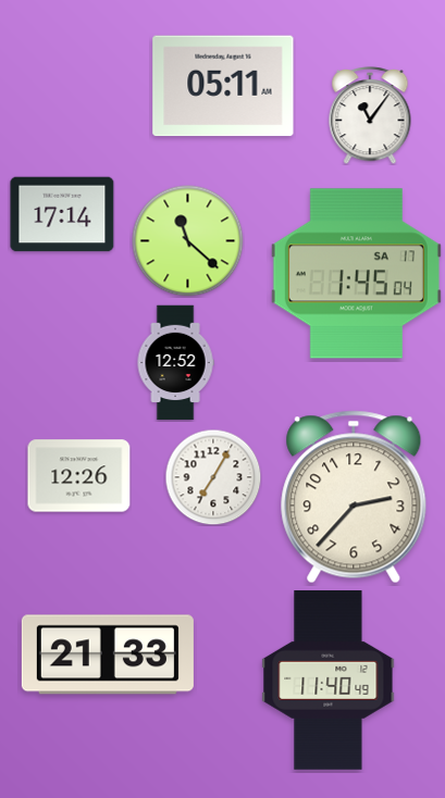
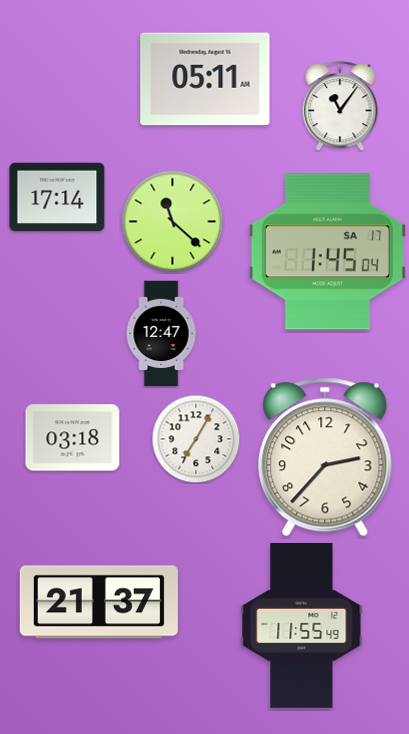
clock at (175, 363): 12:52 -> 12:47
clock at (79, 476): 12:26 -> 03:18
clock at (108, 654): 21:33 -> 21:37
clock at (329, 681): 11:40 -> 11:55
